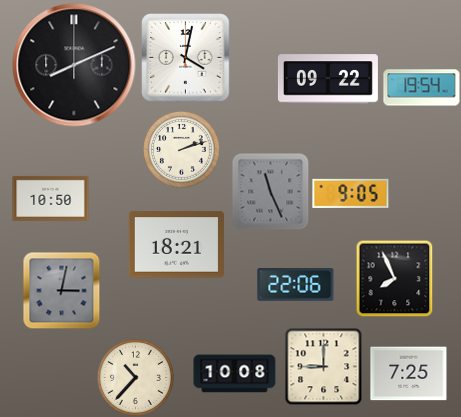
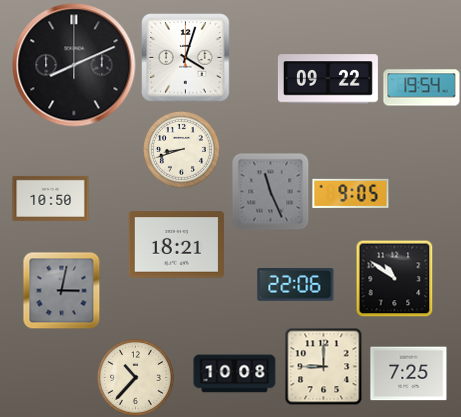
clock at (186, 58): 4:02 -> 4:03
clock at (181, 149): 2:12 -> 8:42
clock at (394, 278): 7:56 -> 10:51
